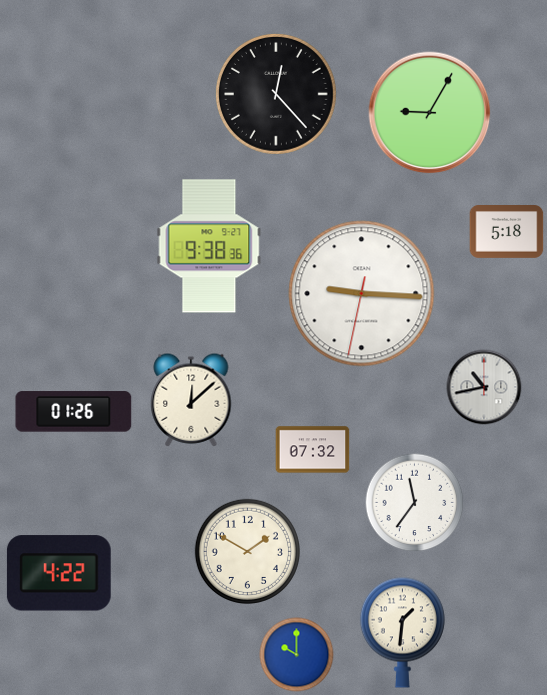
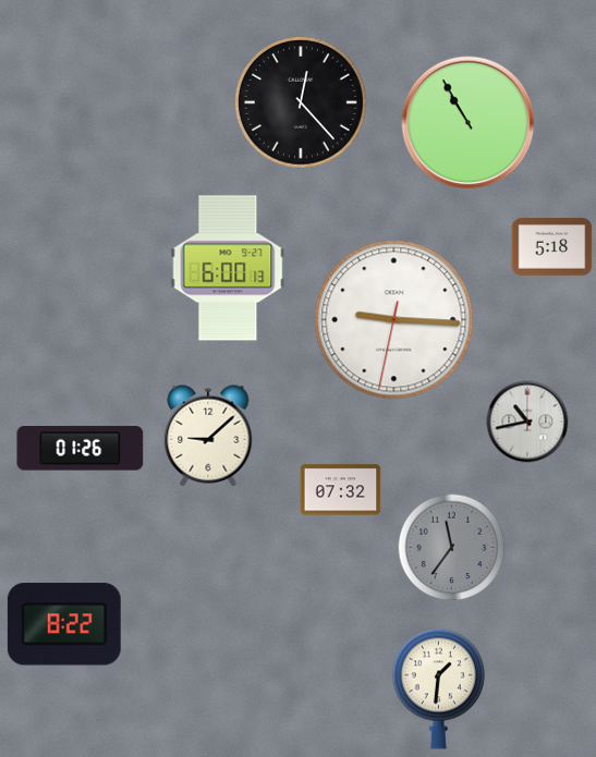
clock at (430, 113): 9:05 -> 10:55
clock at (507, 232) position: (507, 232) -> (552, 247)
clock at (209, 246): 9:38 -> 6:00
clock at (191, 400): 12:08 -> 9:08
clock at (415, 503) dial: white -> grey
clock at (247, 551): 1:50 -> none
clock at (59, 573): 4:22 -> 8:22
clock at (297, 655): 10:00 -> none
